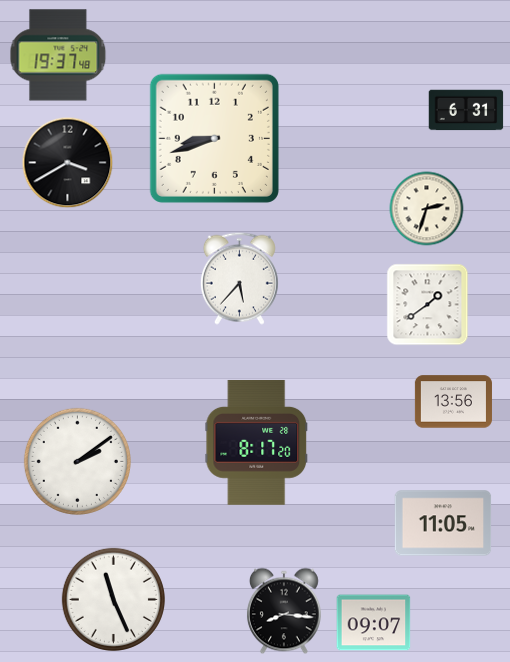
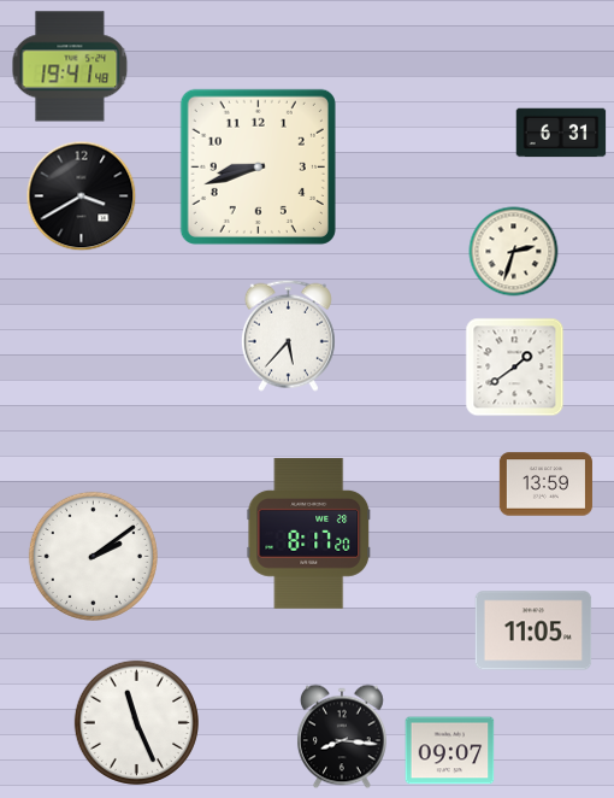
clock at (58, 55): 19:37 -> 19:41
clock at (453, 402): 13:56 -> 13:59
